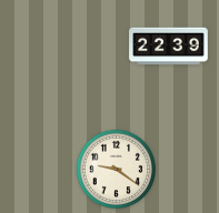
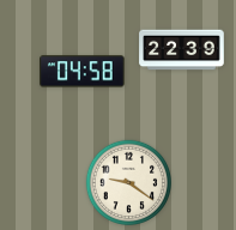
clock at (83, 72): none -> 04:58
clock at (116, 169) position: (116, 169) -> (128, 182)
